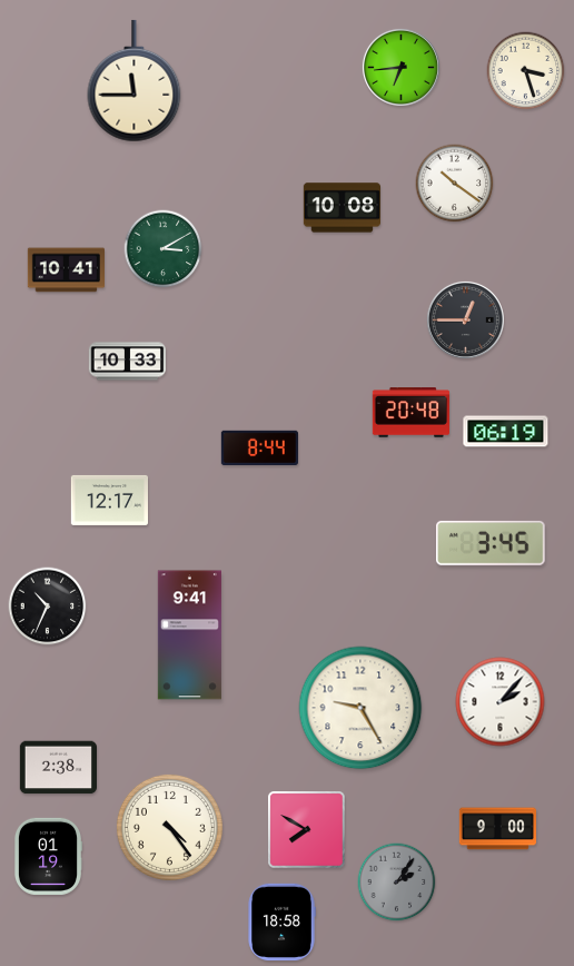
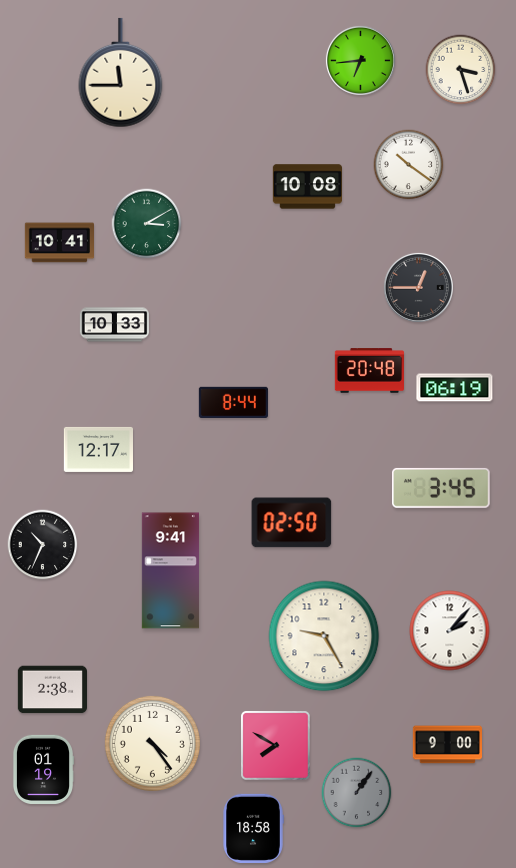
clock at (526, 71) position: (526, 71) -> (461, 70)
clock at (292, 523): none -> 02:50
clock at (397, 883): 2:06 -> 1:06
